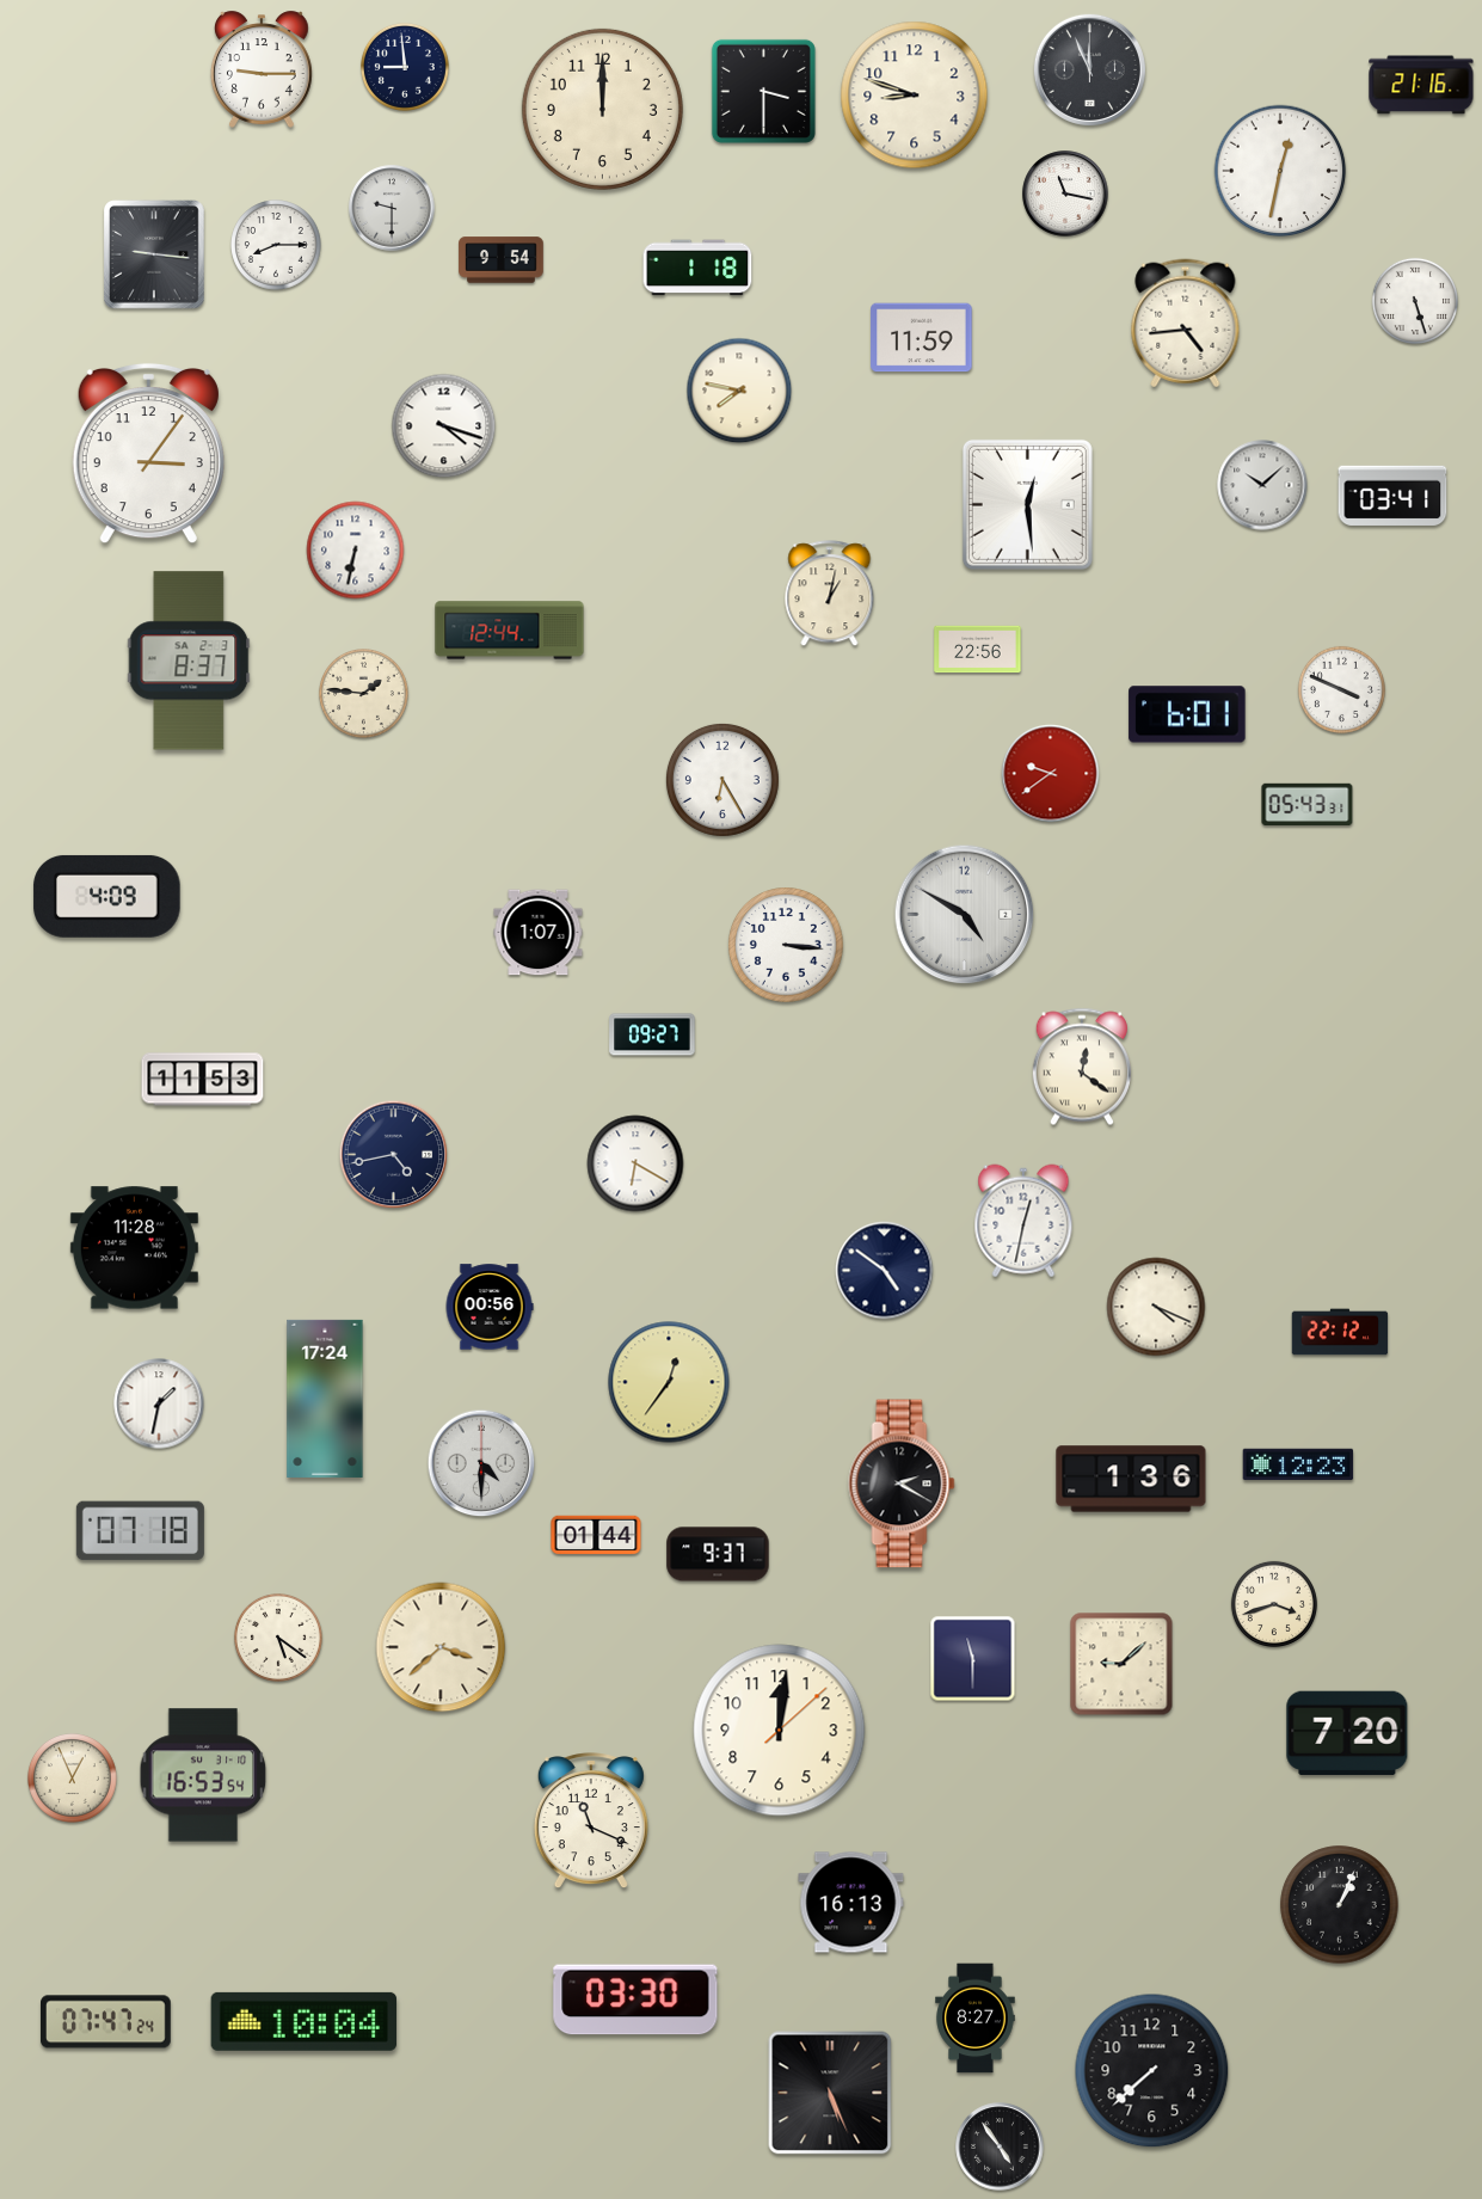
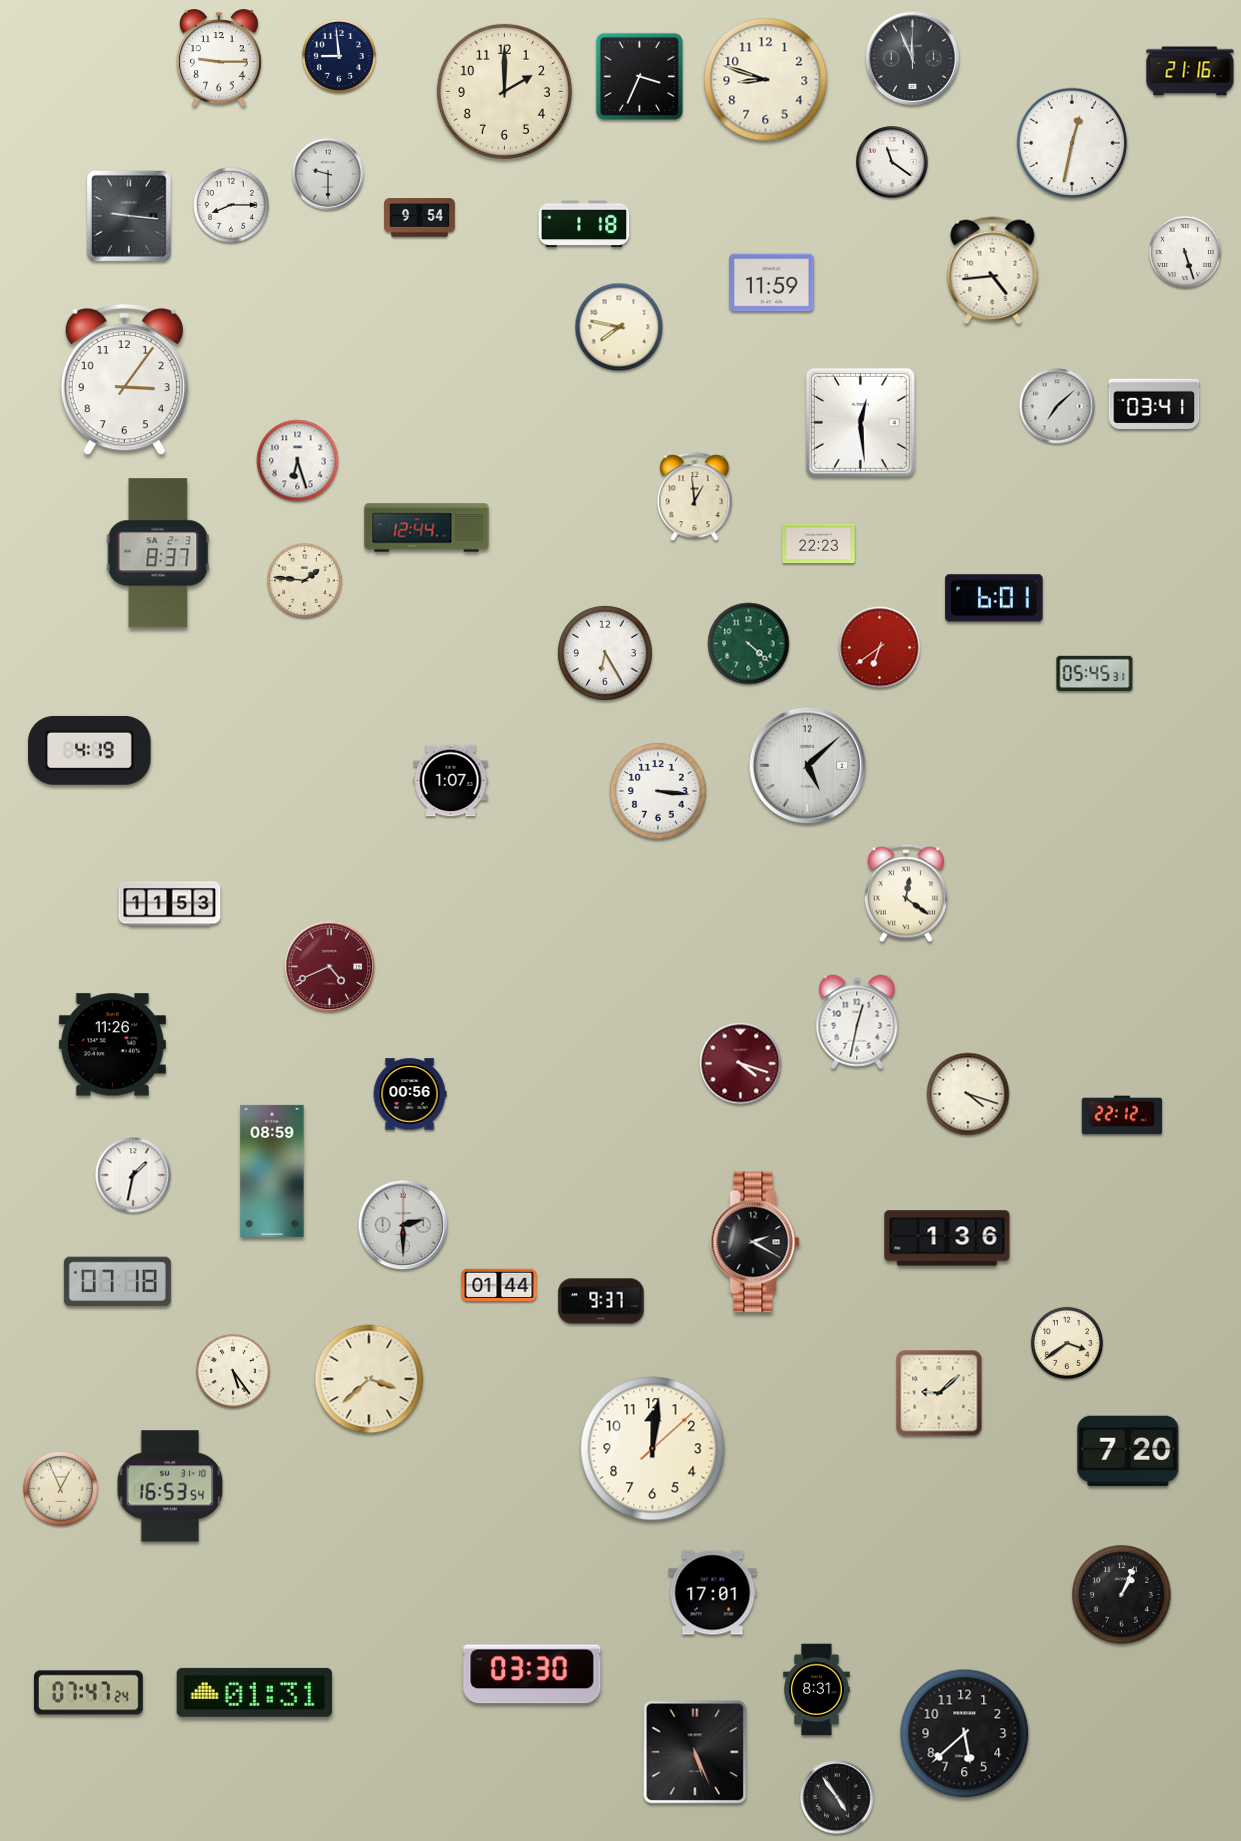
clock at (763, 91): 3:30 -> 3:34
clock at (602, 109): 12:00 -> 2:00
clock at (1065, 194): 11:17 -> 11:21
clock at (155, 256) position: (155, 256) -> (130, 217)
clock at (444, 426): 4:18 -> none
clock at (1262, 485): 10:08 -> 7:08
clock at (1392, 495) position: (1392, 495) -> (1154, 403)
clock at (356, 551): 6:32 -> 6:27
clock at (830, 594): 1:02 -> 12:59
clock at (978, 650): 22:56 -> 22:23
clock at (1341, 689): 3:49 -> none
clock at (749, 644): none -> 4:22
clock at (1051, 774): 9:39 -> 6:39
clock at (1308, 804): 05:43 -> 05:45
clock at (107, 896): 4:09 -> 4:19
clock at (965, 915): 4:50 -> 5:08
clock at (652, 1034): 09:27 -> none
clock at (394, 1155): 4:43 -> 4:41
clock at (394, 1155) dial: navy -> burgundy
clock at (635, 1163): 6:20 -> none
clock at (134, 1248): 11:28 -> 11:26
clock at (885, 1271): 4:51 -> 4:18
clock at (885, 1271) dial: navy -> burgundy
clock at (1156, 1307): 4:19 -> 4:18
clock at (669, 1382): 12:36 -> none
clock at (325, 1399): 17:24 -> 08:59
clock at (481, 1463): 4:30 -> 2:30
clock at (1298, 1464): 12:23 -> none
clock at (1274, 1604): 3:42 -> 3:39
clock at (278, 1638): 5:21 -> 5:24
clock at (973, 1659): 11:30 -> none
clock at (591, 1822): 11:19 -> none
clock at (851, 1903): 16:13 -> 17:01
clock at (976, 2019): 8:27 -> 8:31
clock at (305, 2021): 10:04 -> 01:31
clock at (1152, 2071): 7:38 -> 5:38
